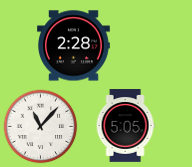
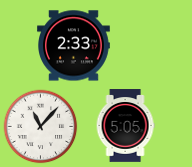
clock at (74, 46): 2:28 -> 2:33
